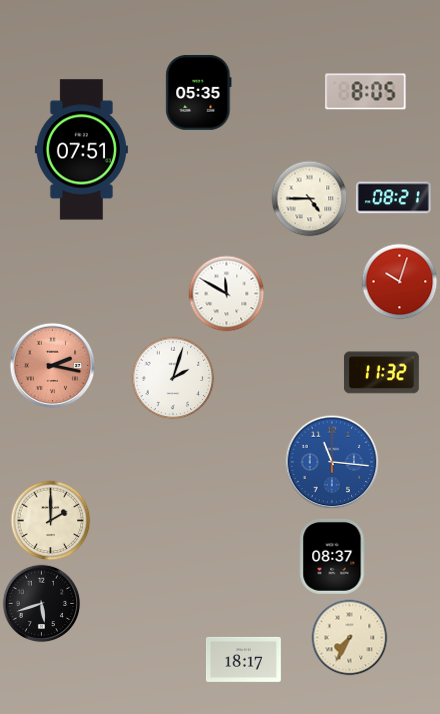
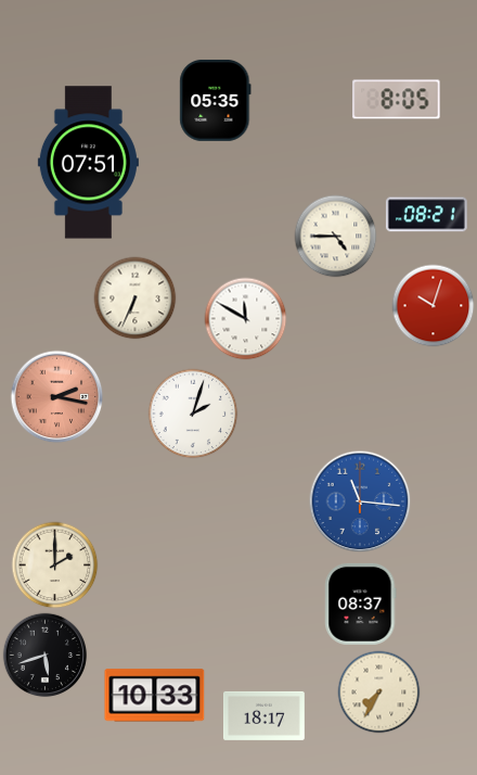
clock at (310, 199) position: (310, 199) -> (336, 237)
clock at (136, 298): none -> 6:34
clock at (381, 373): 11:32 -> none
clock at (173, 378) position: (173, 378) -> (193, 414)
clock at (155, 696): none -> 10:33
